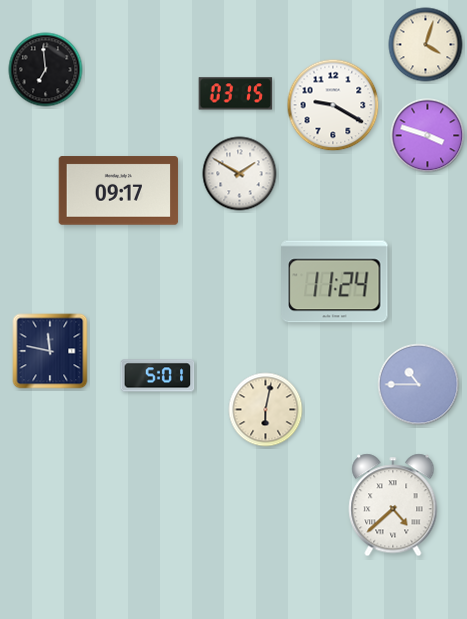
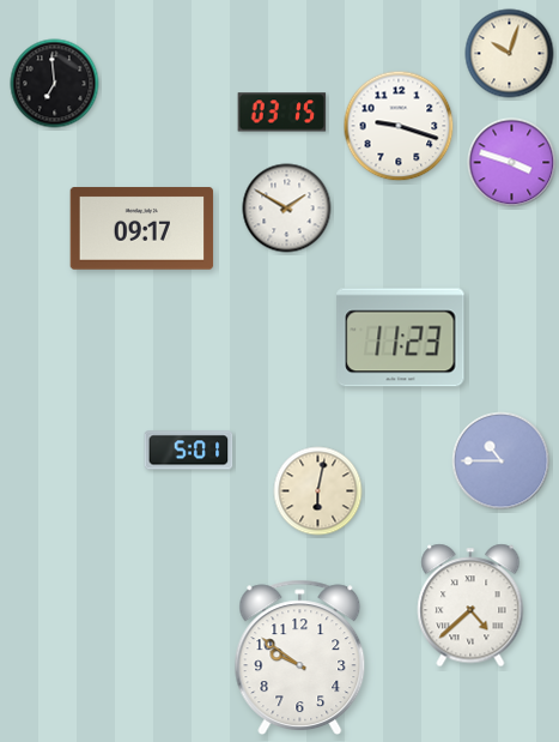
clock at (426, 45): 4:03 -> 10:03
clock at (333, 105): 9:20 -> 9:18
clock at (335, 282): 11:24 -> 11:23
clock at (50, 351): 11:47 -> none
clock at (300, 657): none -> 9:51
